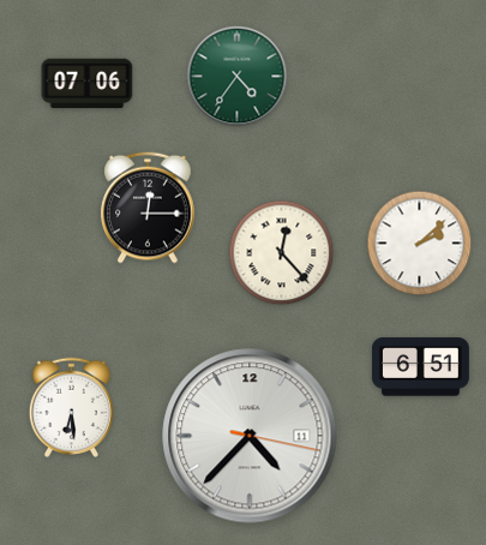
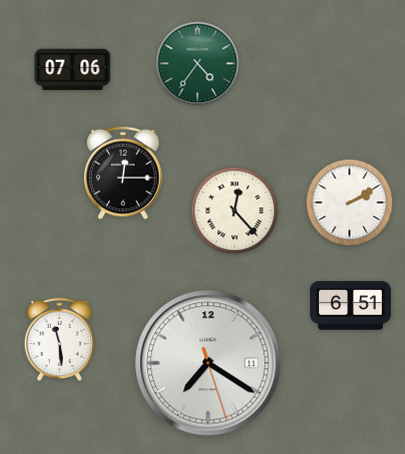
clock at (420, 244): 2:08 -> 2:10
clock at (71, 407): 6:29 -> 11:29
clock at (250, 436): 4:37 -> 7:20
